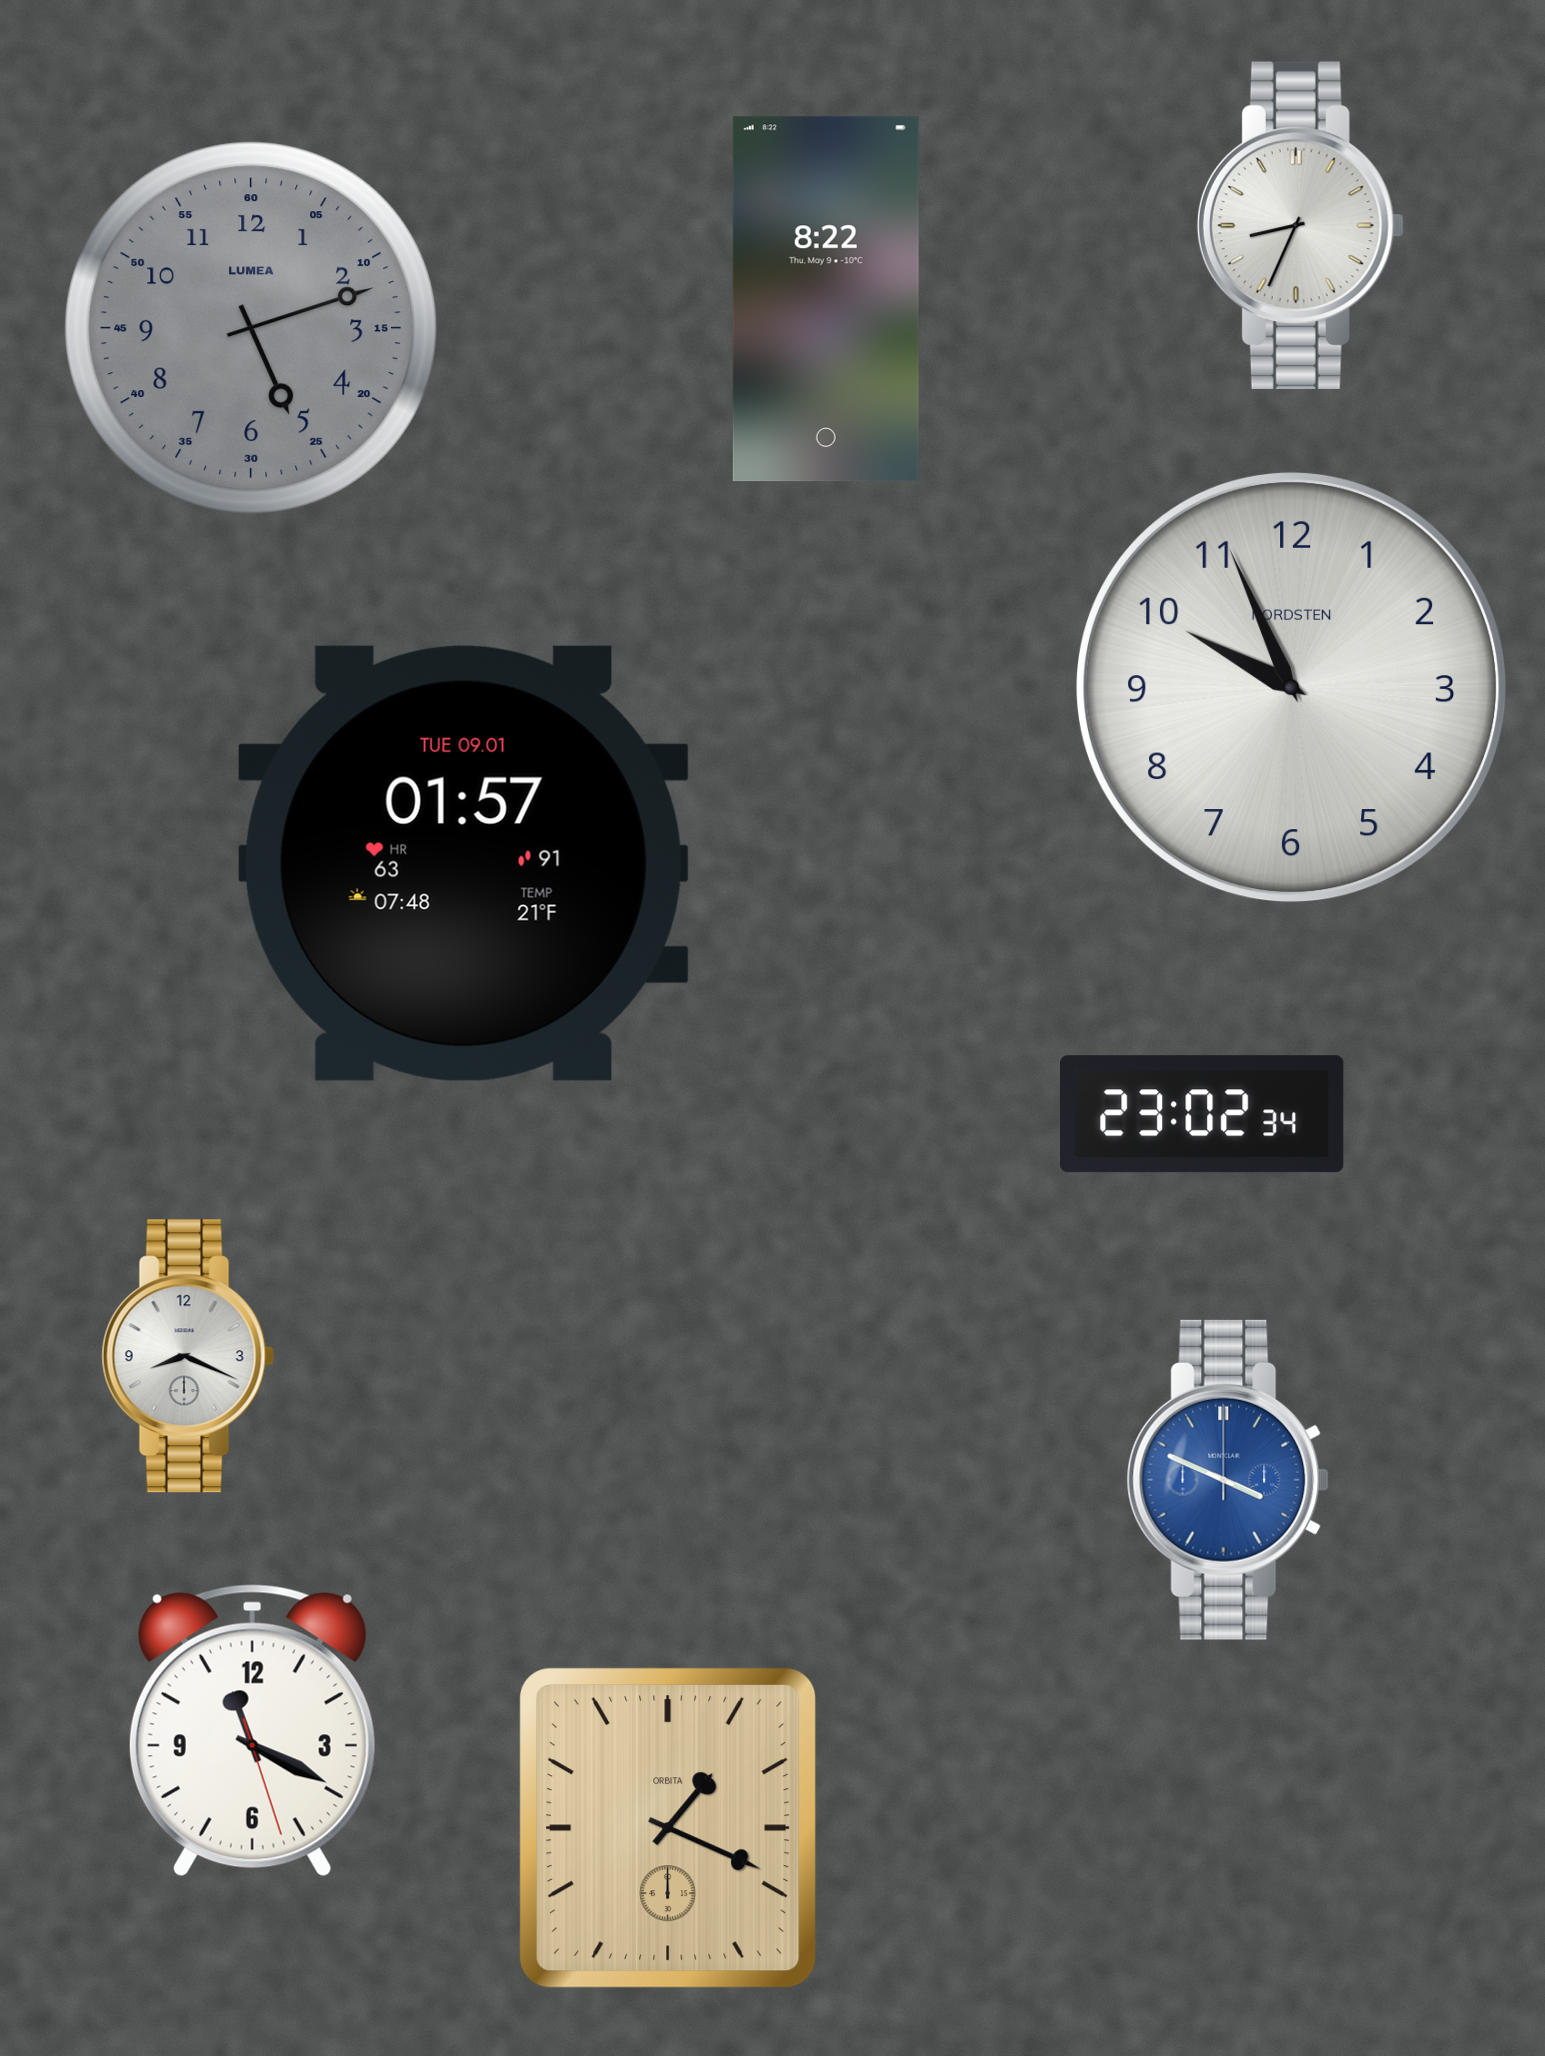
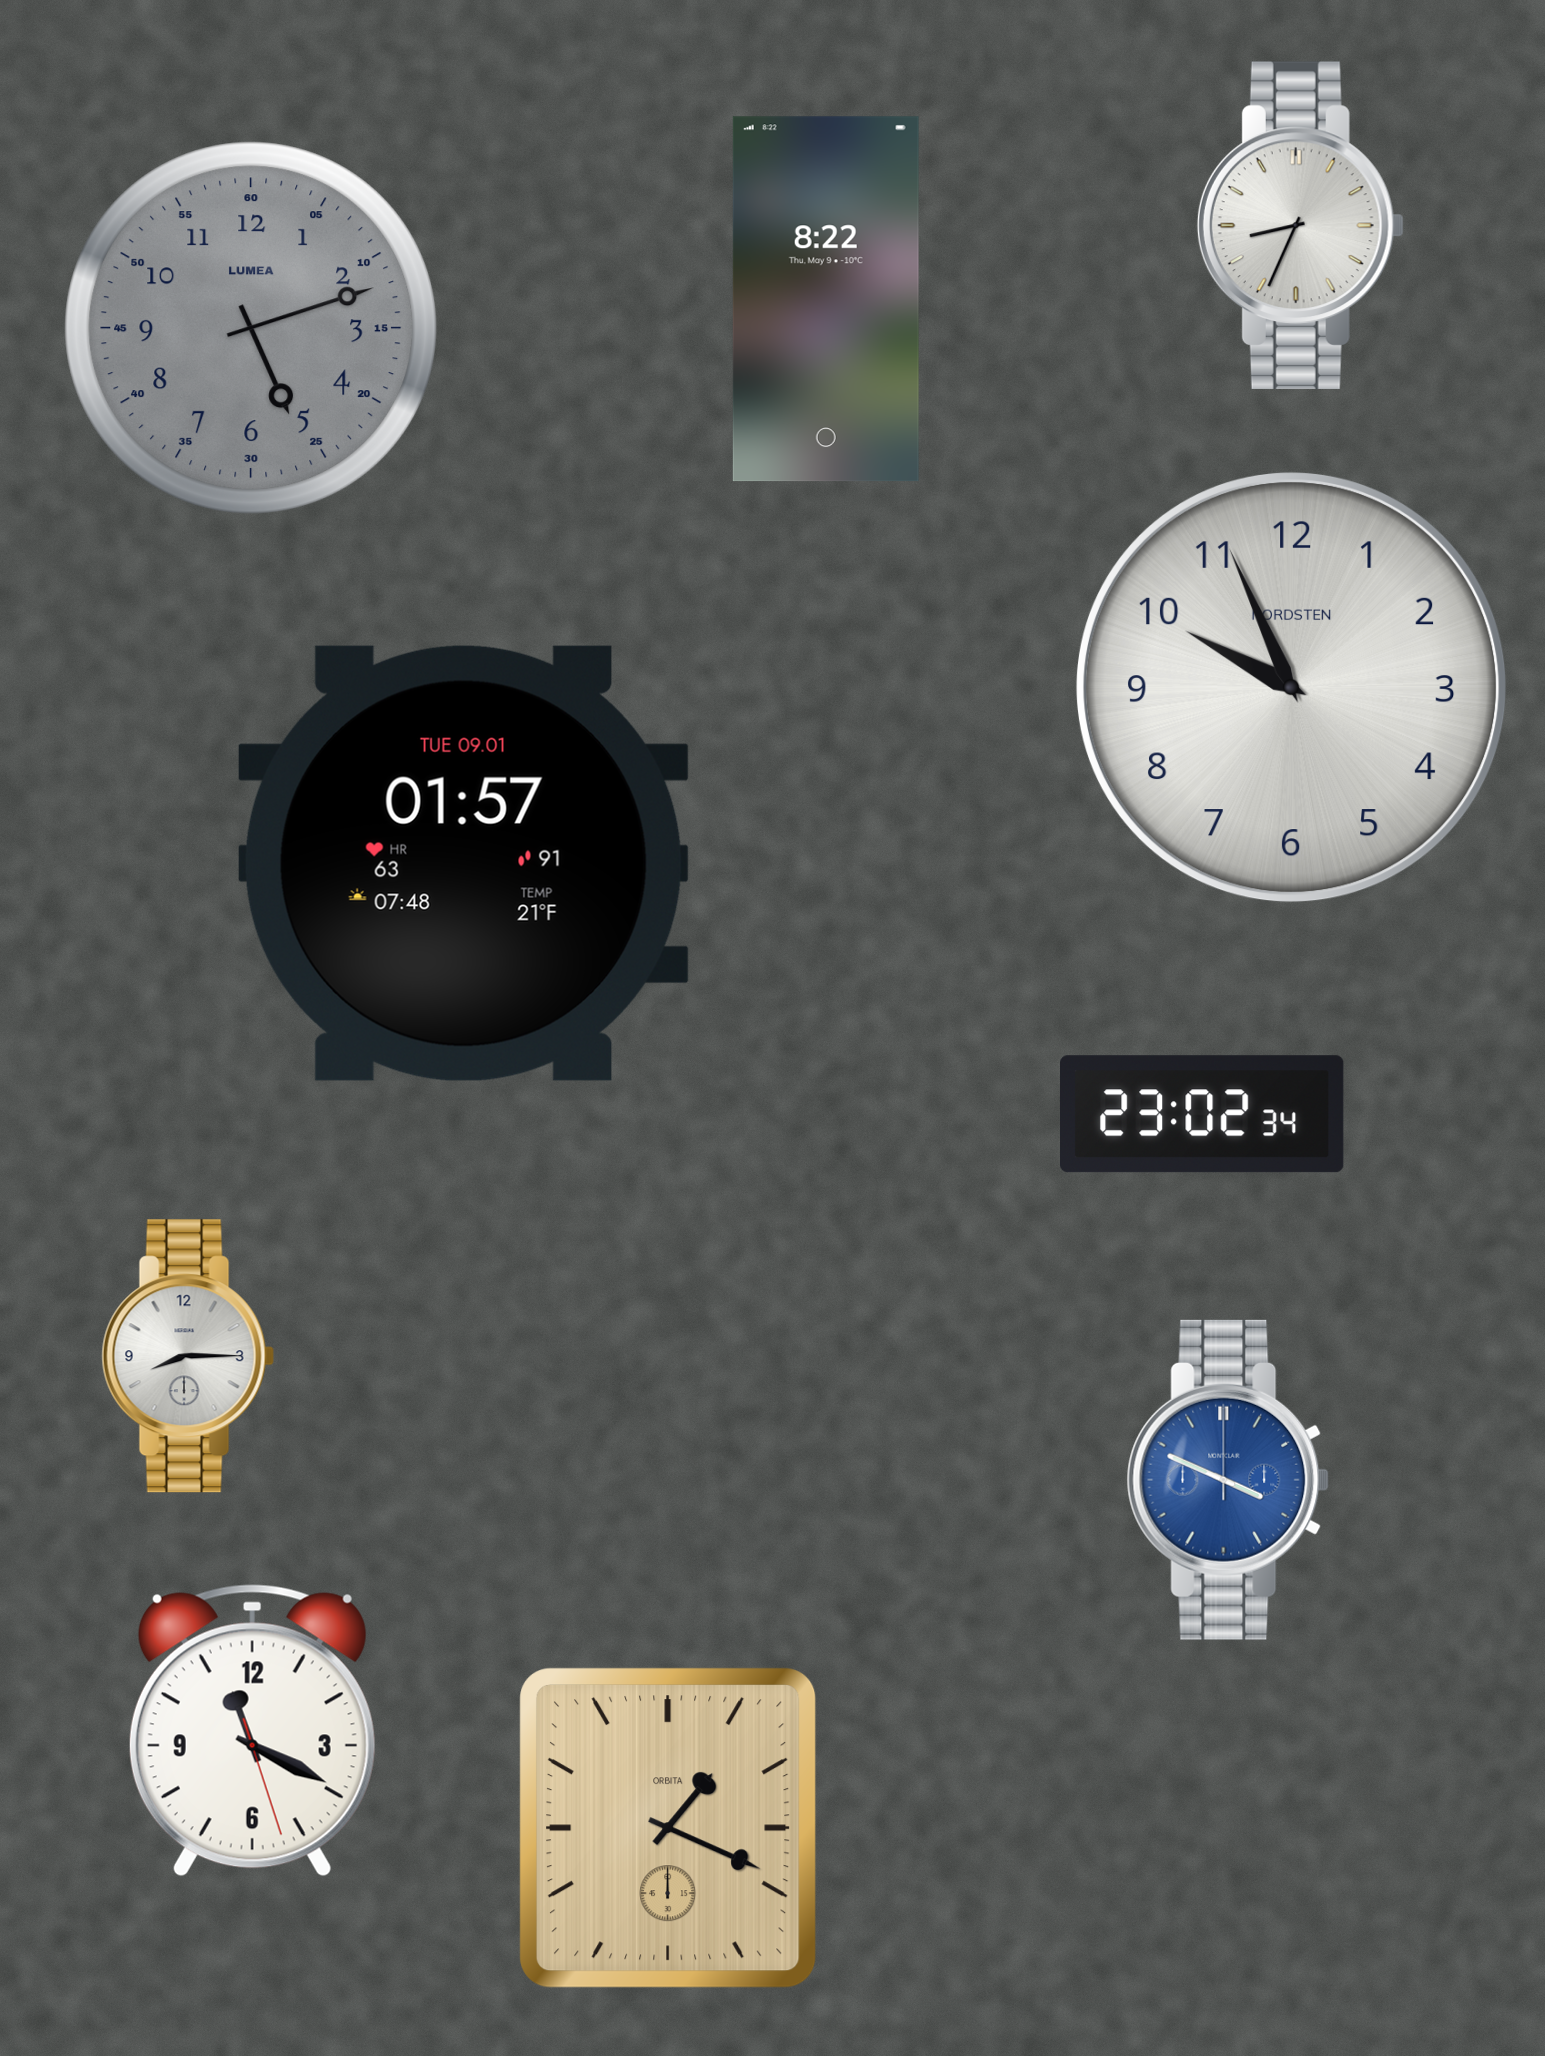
clock at (188, 1356): 8:19 -> 8:15
